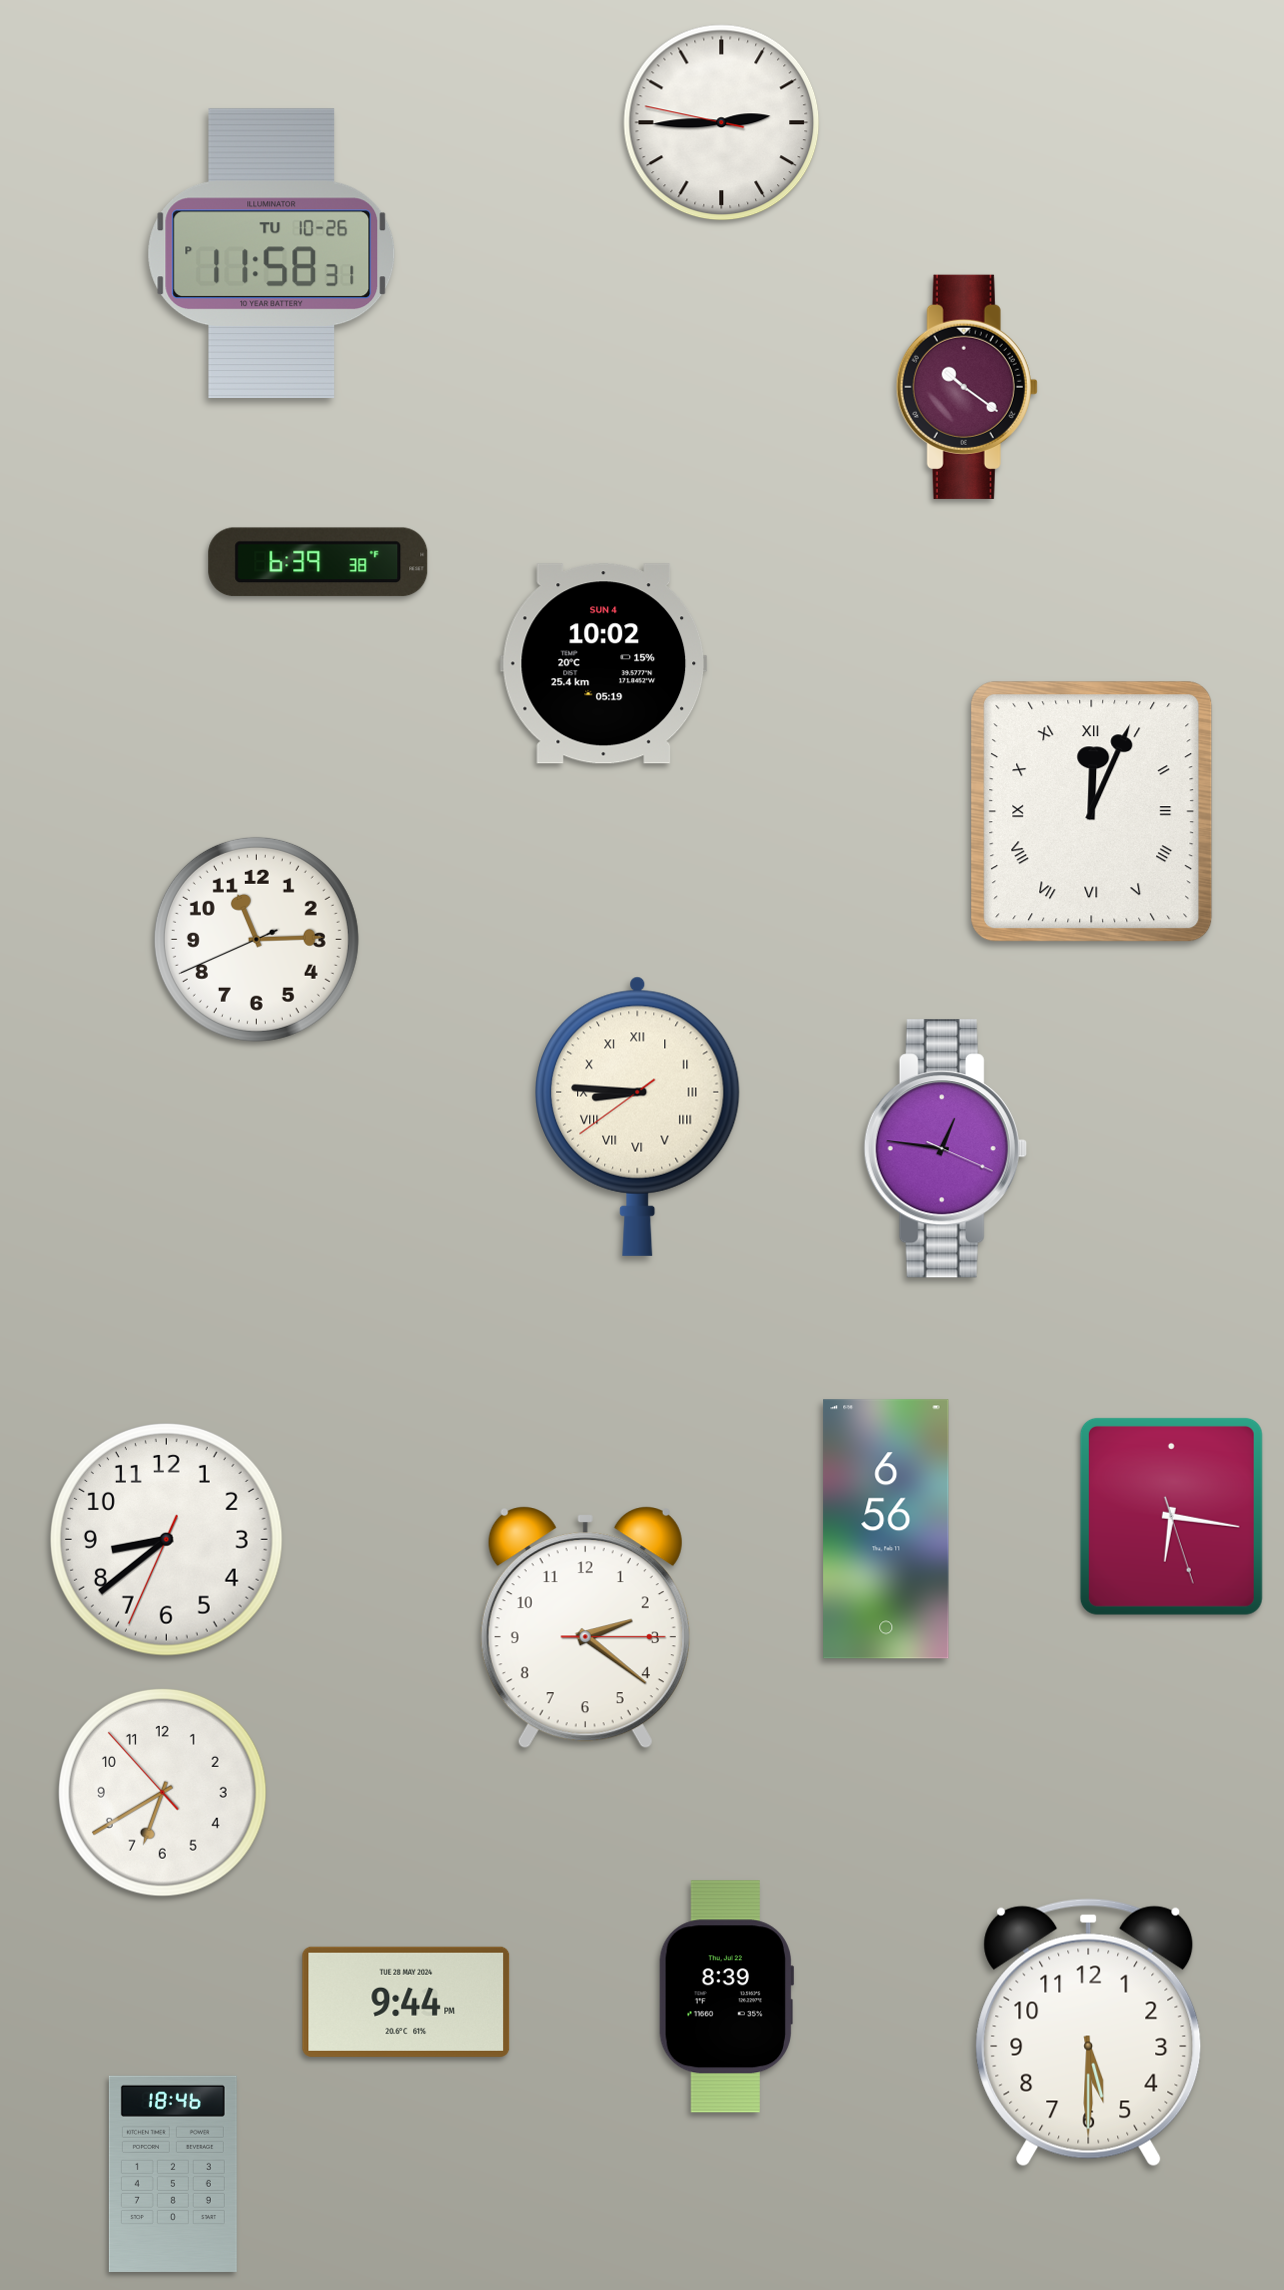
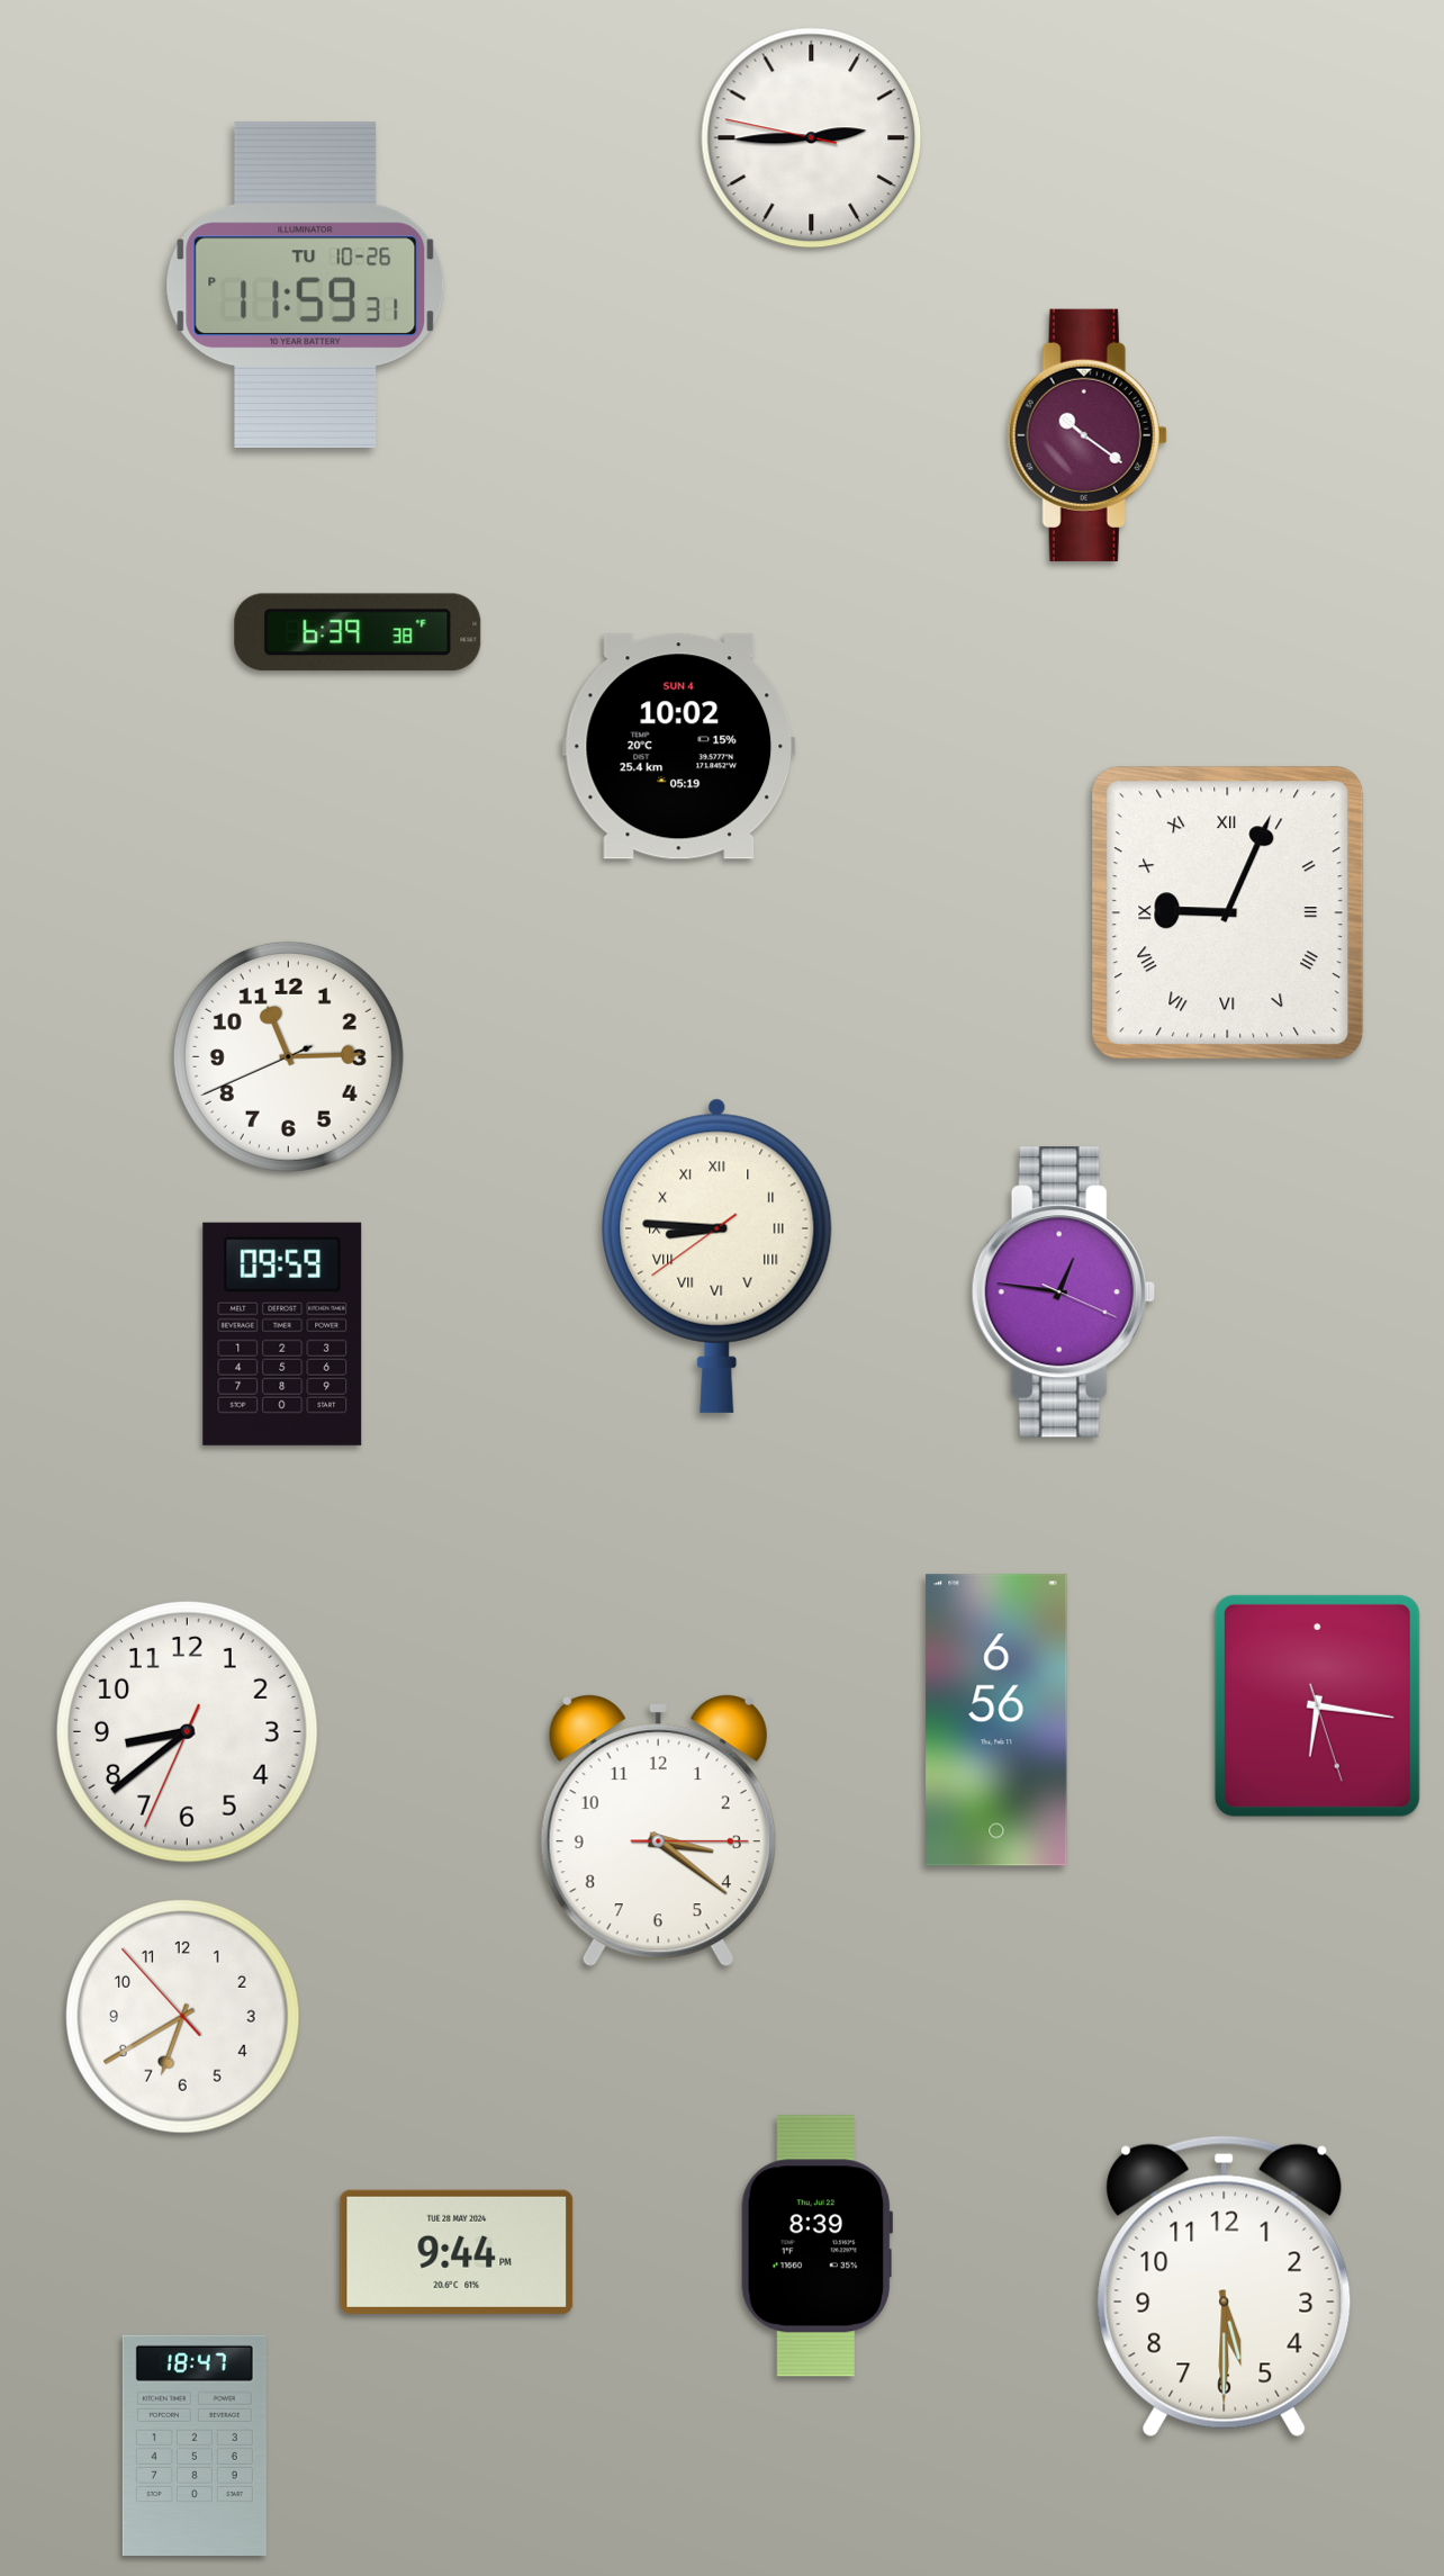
clock at (272, 253): 11:58 -> 11:59
clock at (1092, 812): 12:04 -> 9:04
clock at (282, 1334): none -> 09:59
clock at (585, 1628): 2:21 -> 3:21
clock at (173, 2174): 18:46 -> 18:47
